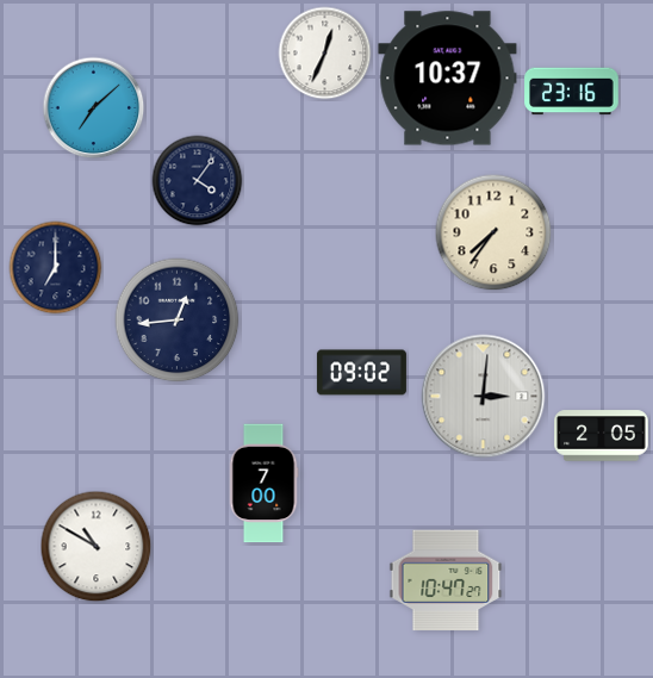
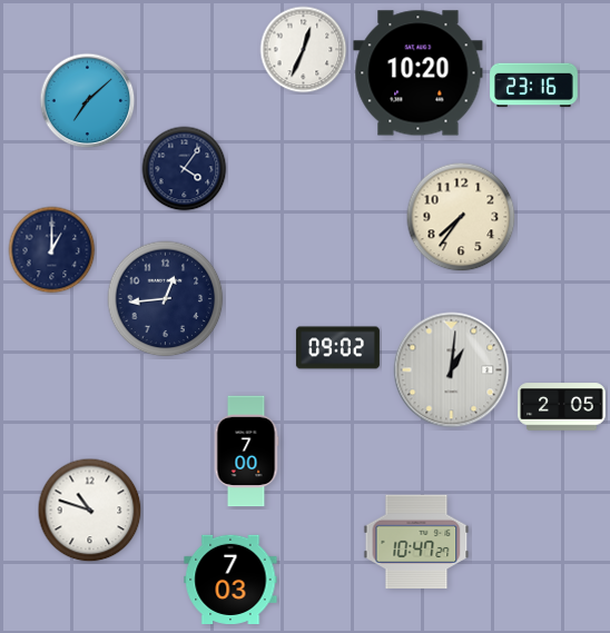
clock at (448, 79): 10:37 -> 10:20
clock at (56, 268): 7:00 -> 1:00
clock at (484, 397): 3:01 -> 1:01
clock at (97, 547): 10:50 -> 10:48
clock at (230, 578): none -> 7:03
